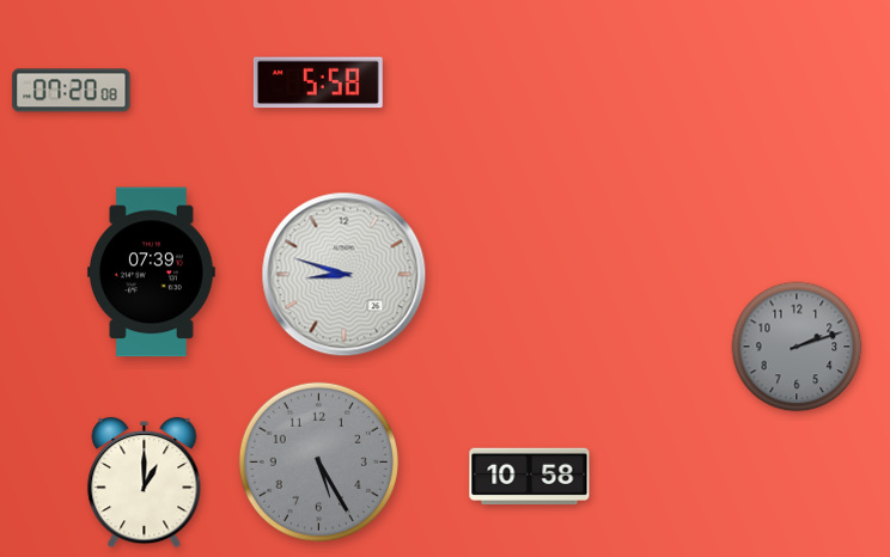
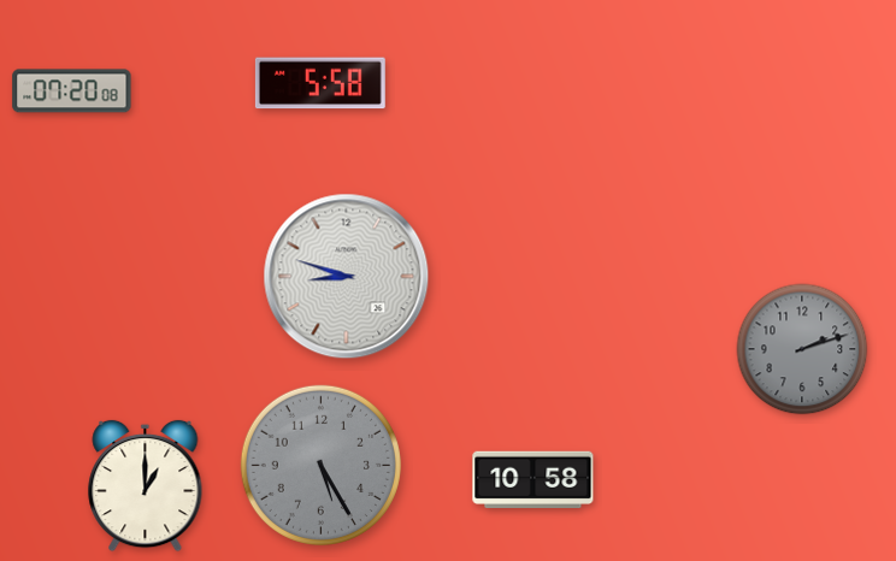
clock at (151, 273): 07:39 -> none
